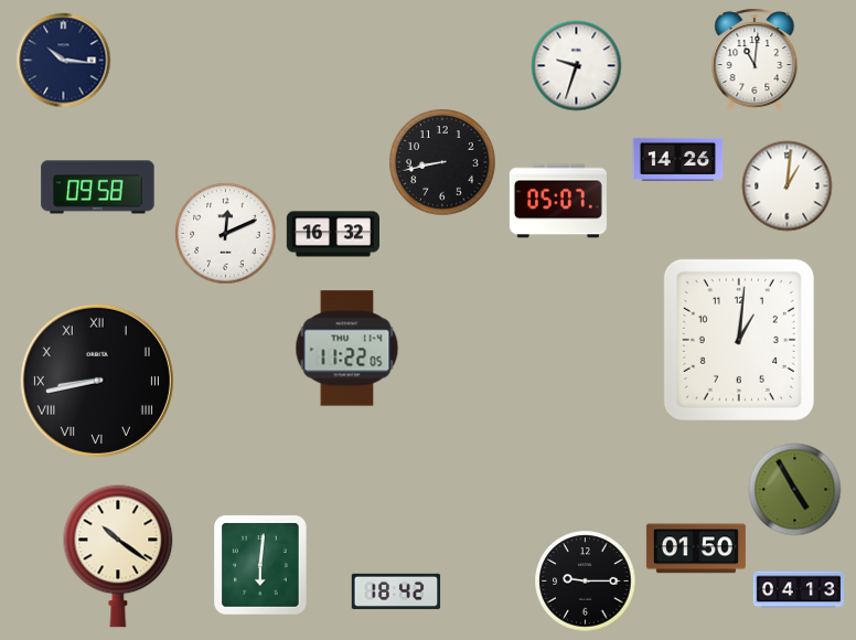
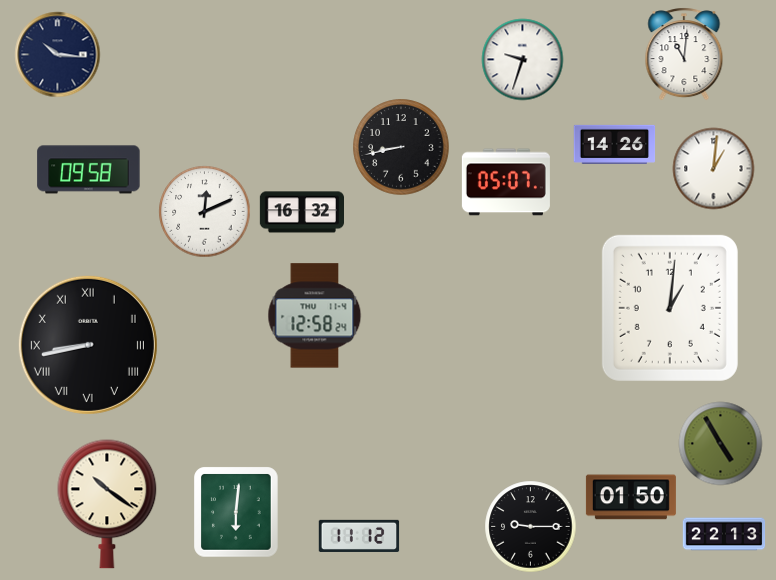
clock at (347, 349): 11:22 -> 12:58
clock at (799, 589): 04:13 -> 22:13
clock at (396, 590): 18:42 -> 11:12
